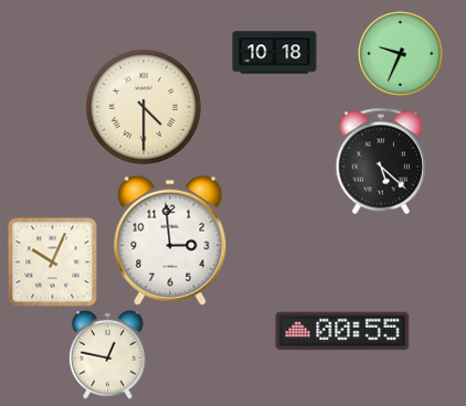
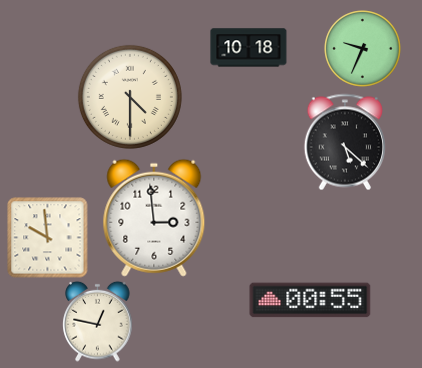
clock at (381, 161) position: (381, 161) -> (345, 142)
clock at (53, 263): 10:04 -> 9:59
